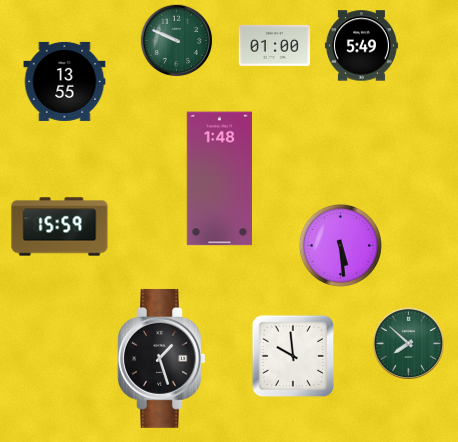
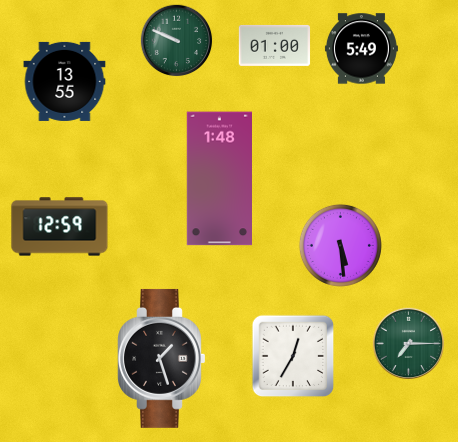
clock at (361, 46) position: (361, 46) -> (361, 49)
clock at (60, 227): 15:59 -> 12:59
clock at (409, 344): 7:52 -> 7:15
clock at (293, 356): 9:59 -> 12:35
